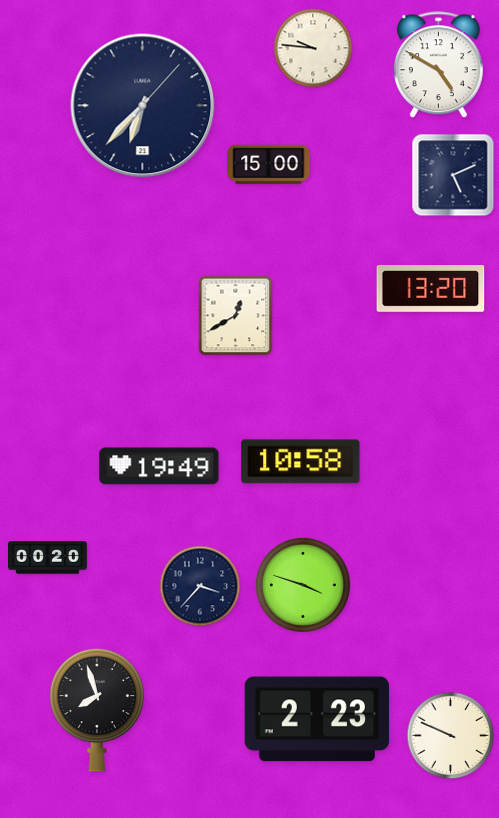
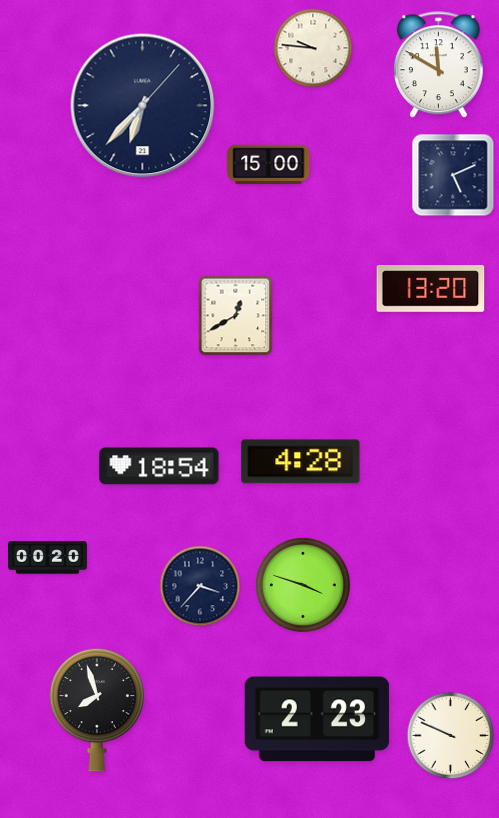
clock at (438, 65): 4:50 -> 11:50
clock at (301, 462): 10:58 -> 4:28
clock at (159, 466): 19:49 -> 18:54
